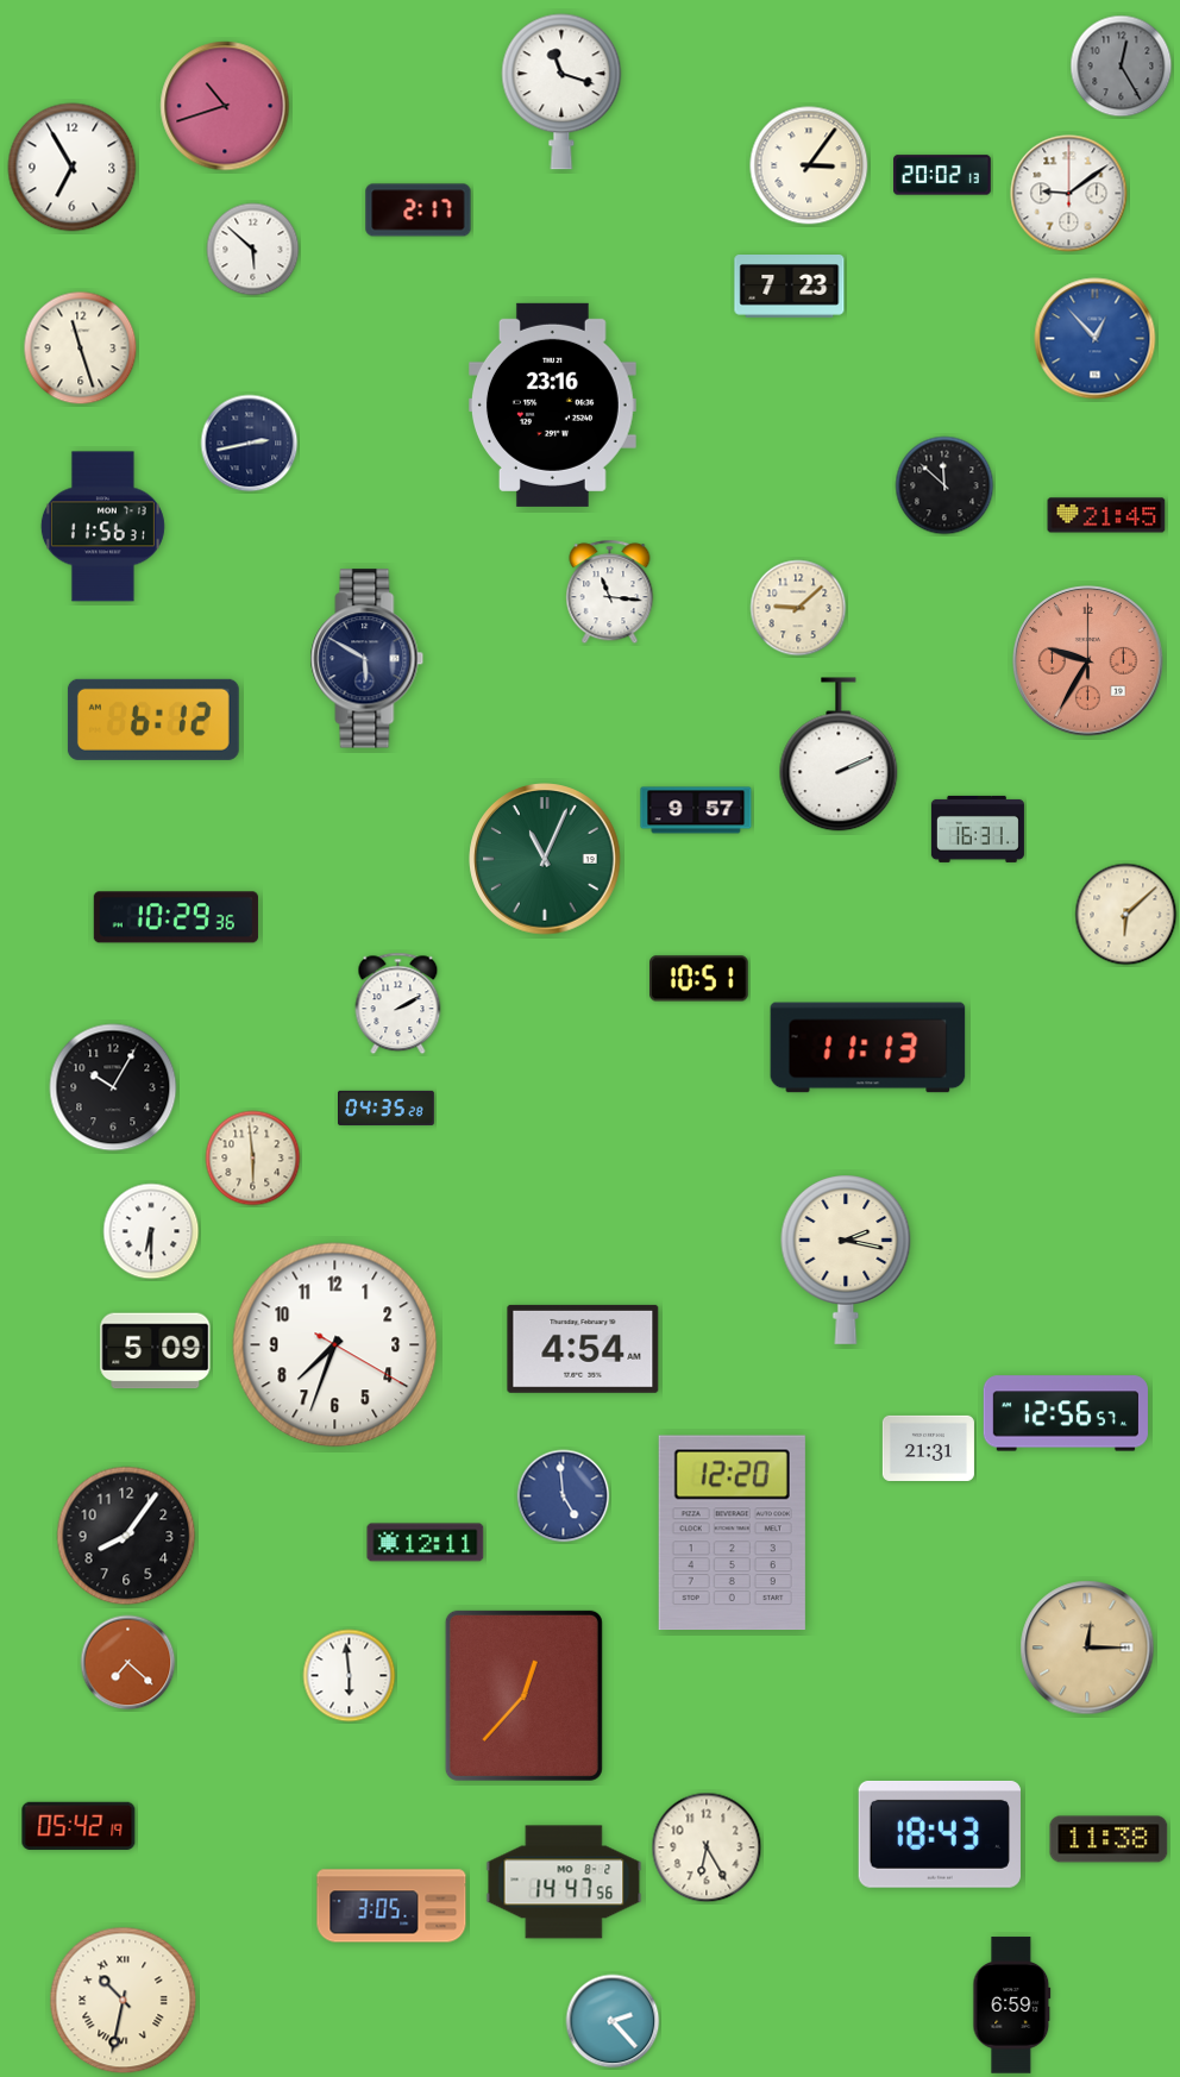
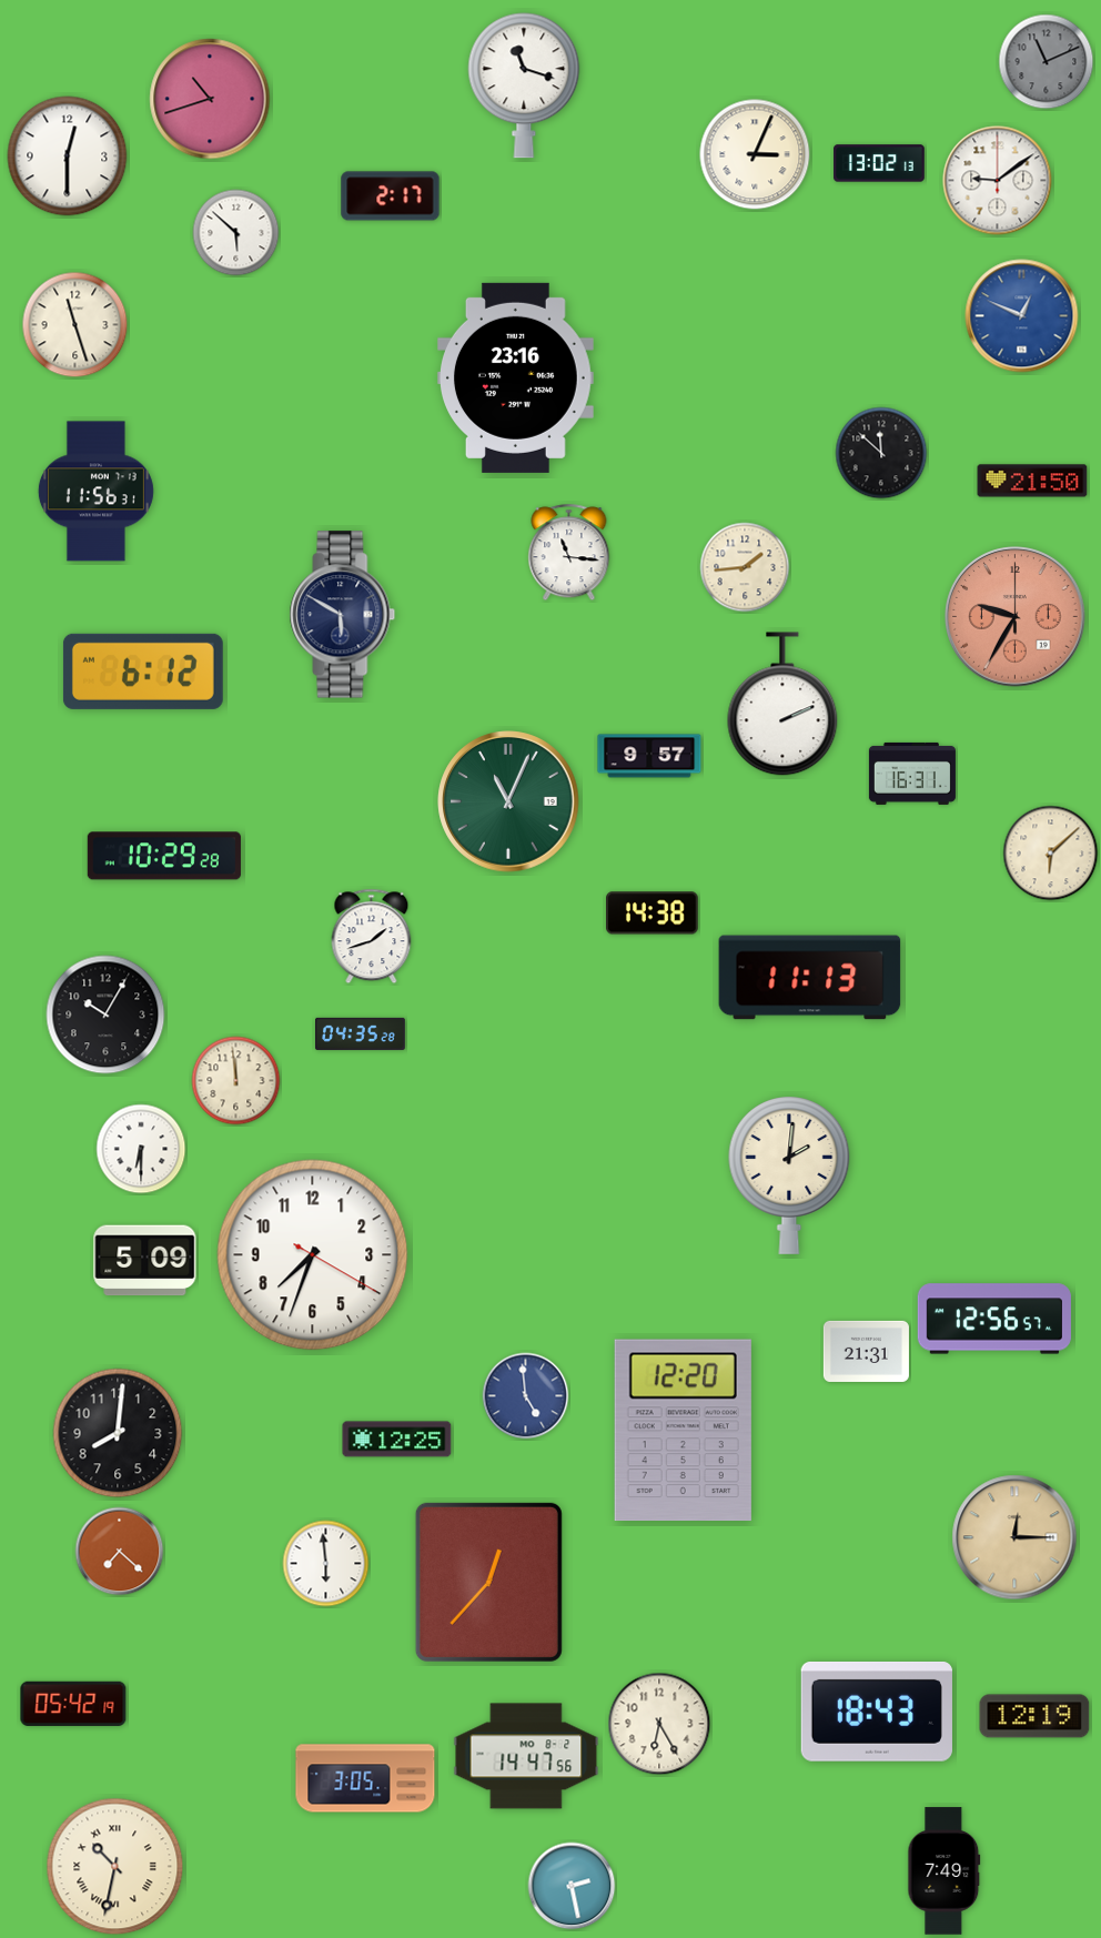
clock at (1122, 67): 12:25 -> 11:11
clock at (809, 165): 3:06 -> 3:04
clock at (73, 168): 6:55 -> 12:30
clock at (942, 175): 20:02 -> 13:02
clock at (790, 287): 7:23 -> none
clock at (1096, 339): 12:53 -> 12:49
clock at (250, 444): 2:43 -> none
clock at (1106, 515): 21:45 -> 21:50
clock at (798, 608): 9:08 -> 1:44
clock at (176, 917): 10:29:36 -> 10:29:28
clock at (699, 979): 10:51 -> 14:38
clock at (398, 1004): 2:10 -> 1:42
clock at (253, 1159): 5:59 -> 11:59
clock at (846, 1260): 2:17 -> 2:01
clock at (583, 1349): 4:54 -> none
clock at (126, 1536): 8:06 -> 8:01
clock at (426, 1543): 12:11 -> 12:25
clock at (1109, 1839): 11:38 -> 12:19
clock at (1012, 2006): 6:59 -> 7:49
clock at (613, 2021): 2:23 -> 2:28
